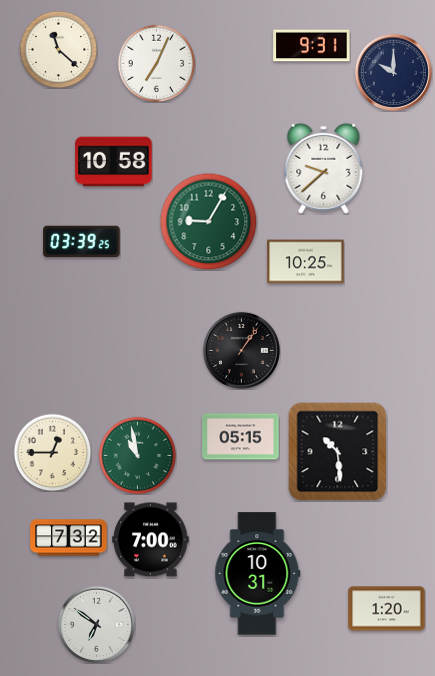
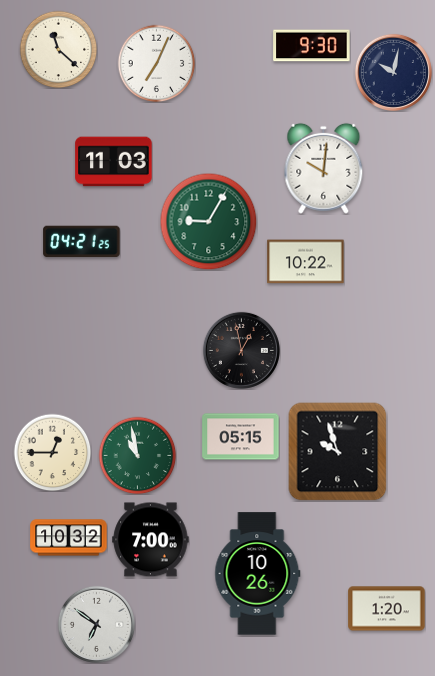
clock at (312, 46): 9:31 -> 9:30
clock at (393, 72): 10:00 -> 10:02
clock at (114, 162): 10:58 -> 11:03
clock at (324, 168): 9:38 -> 10:01
clock at (82, 242): 03:39 -> 04:21
clock at (306, 262): 10:25 -> 10:22
clock at (241, 350): 1:06 -> 12:58
clock at (338, 452): 10:29 -> 9:57
clock at (69, 538): 7:32 -> 10:32
clock at (258, 574): 10:31 -> 10:26
